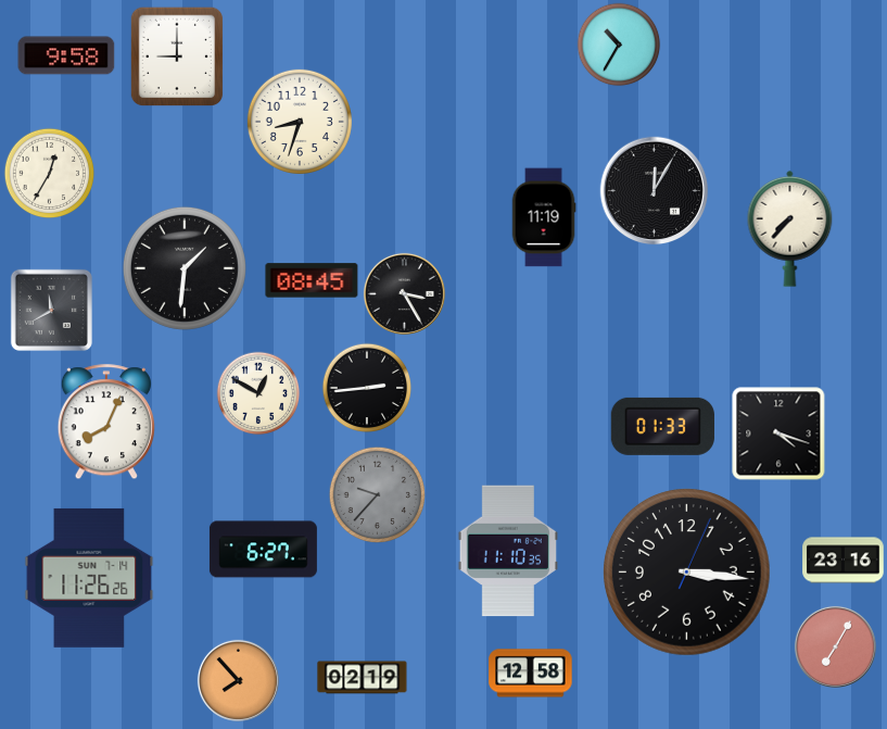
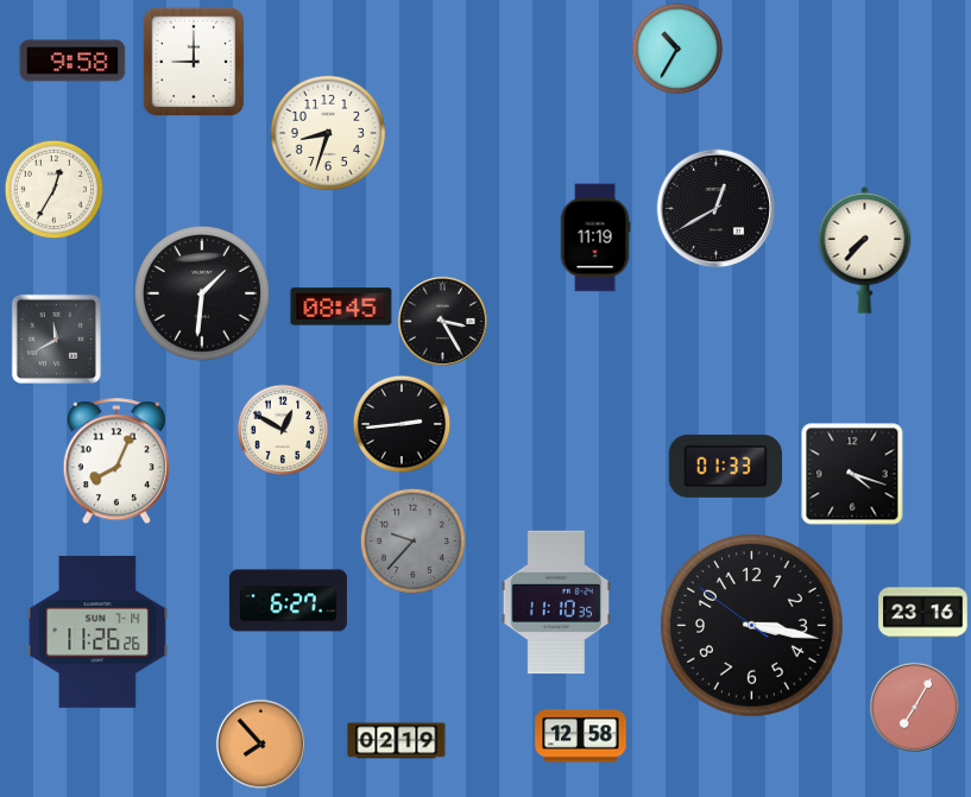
clock at (655, 191): 12:05 -> 12:40
clock at (687, 573): 3:16:04 -> 3:16:51
